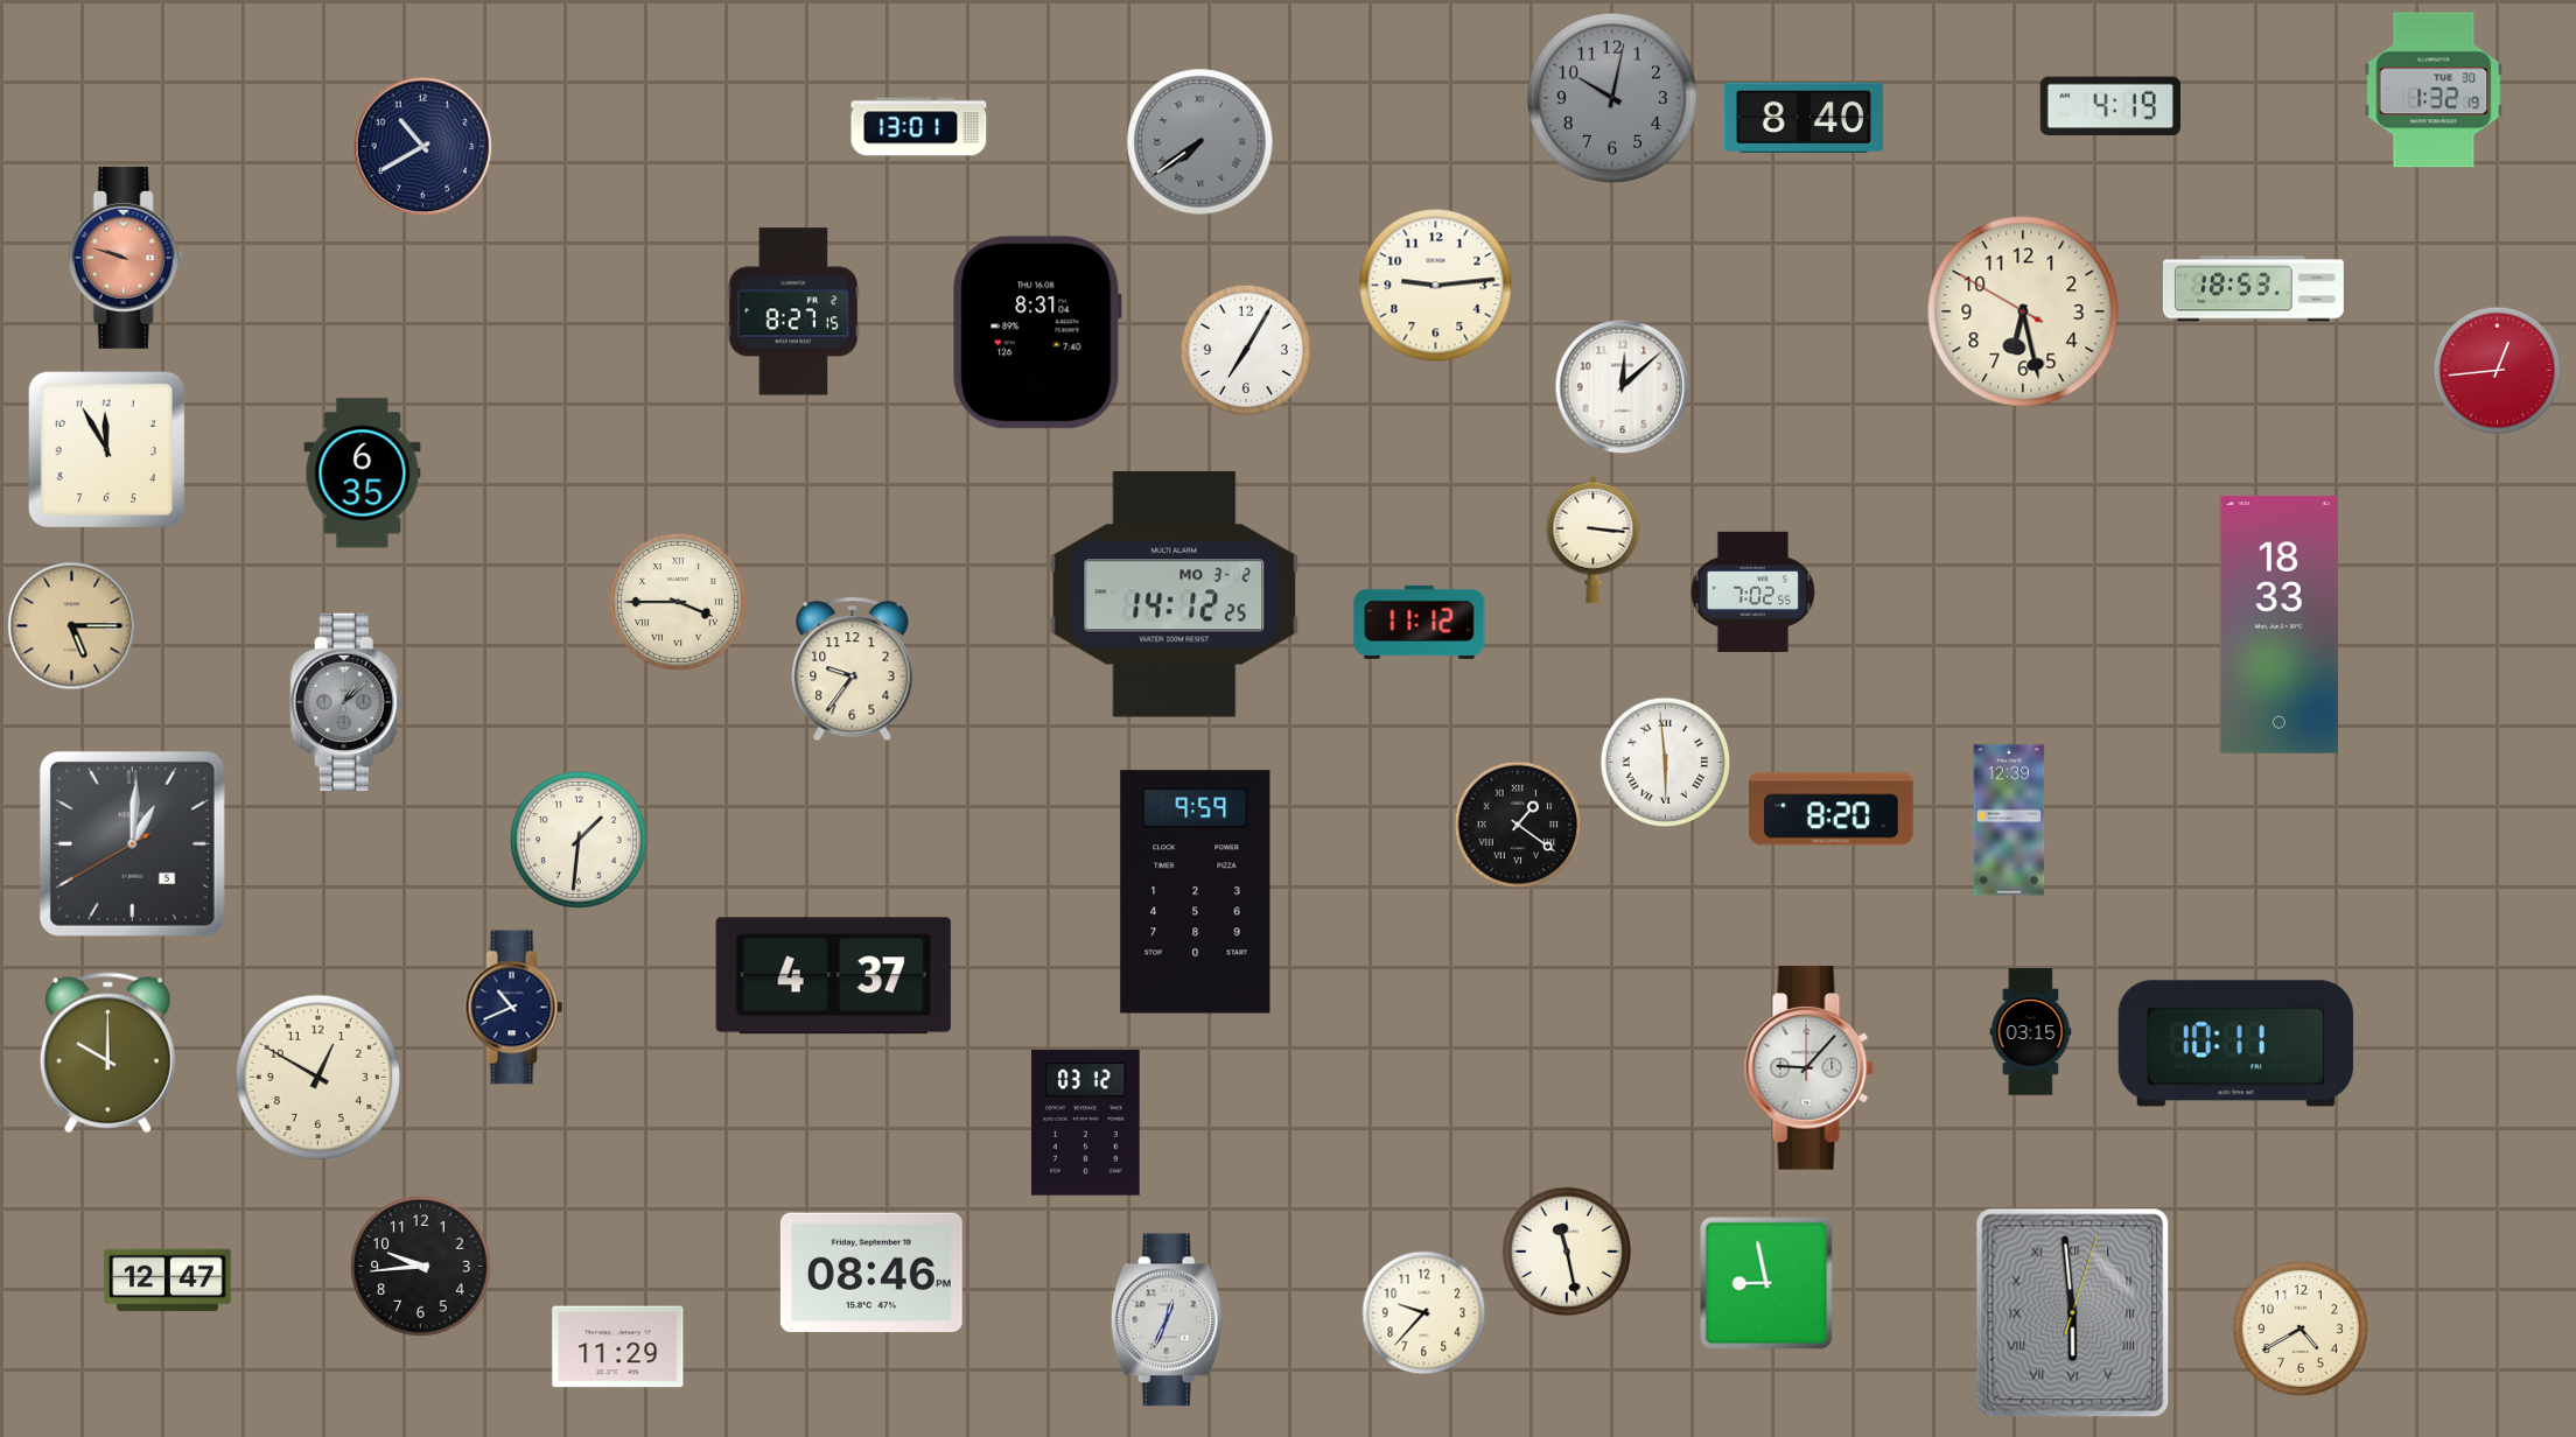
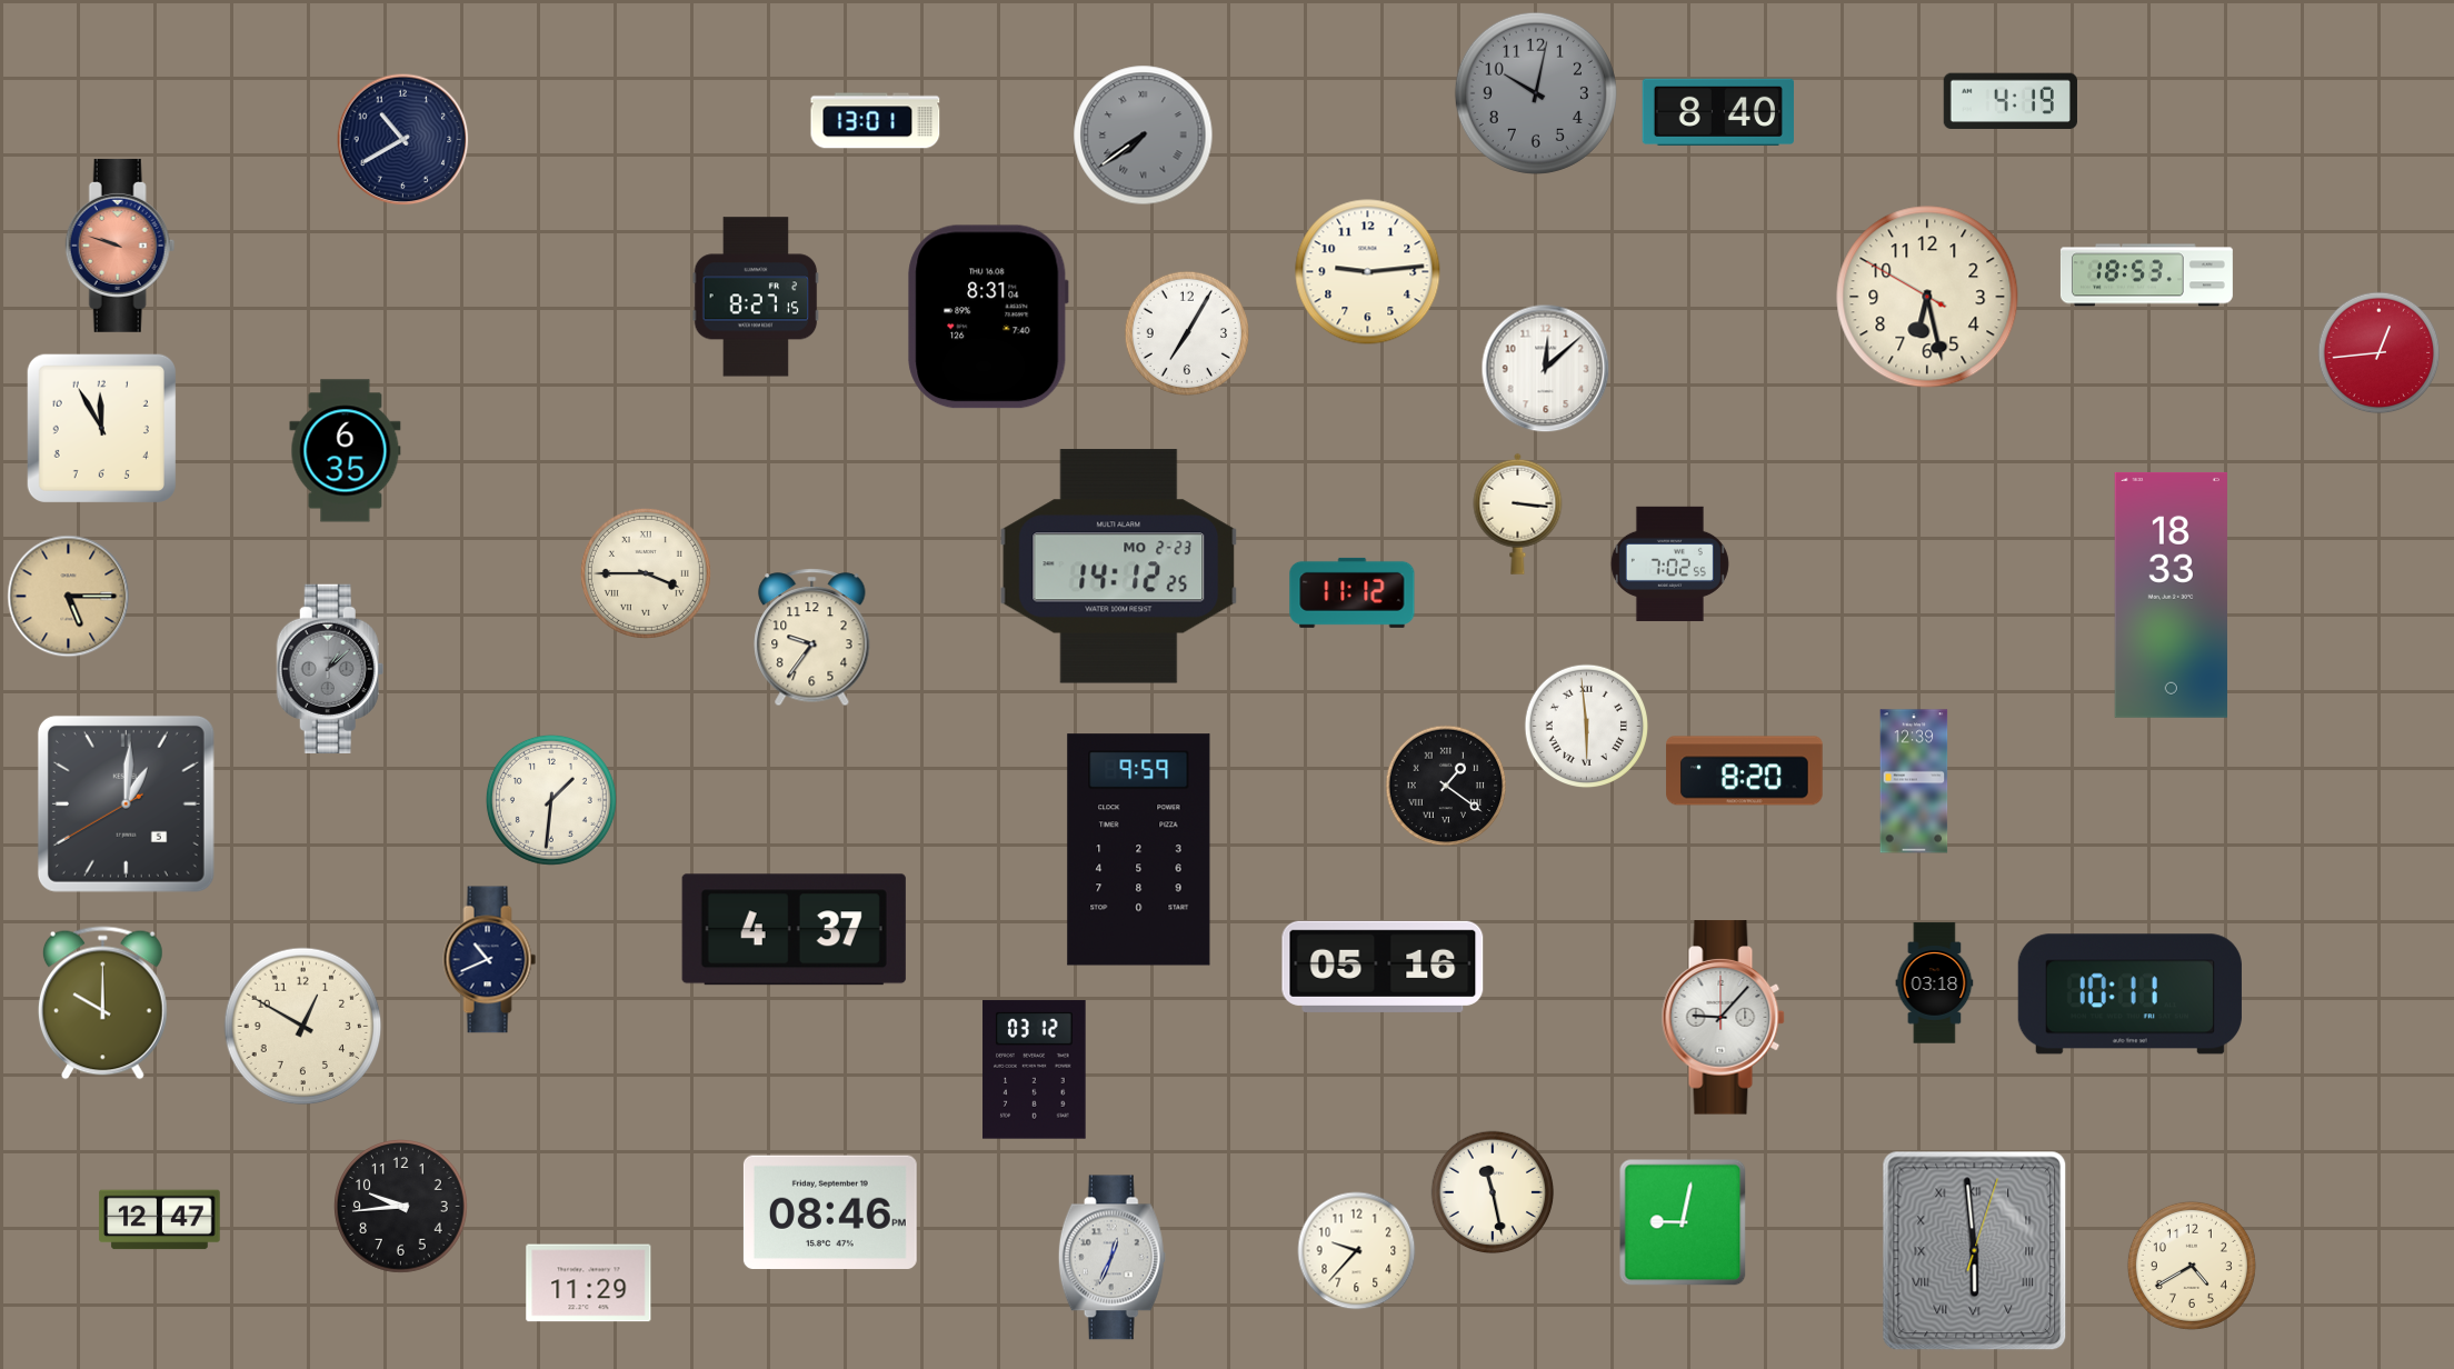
clock at (2434, 90): 1:32 -> none
clock at (1175, 595) date: MO 3-2 -> MO 2-23
clock at (1383, 967): none -> 05:16
clock at (2031, 1032): 03:15 -> 03:18
clock at (1766, 1283): 8:58 -> 9:02
